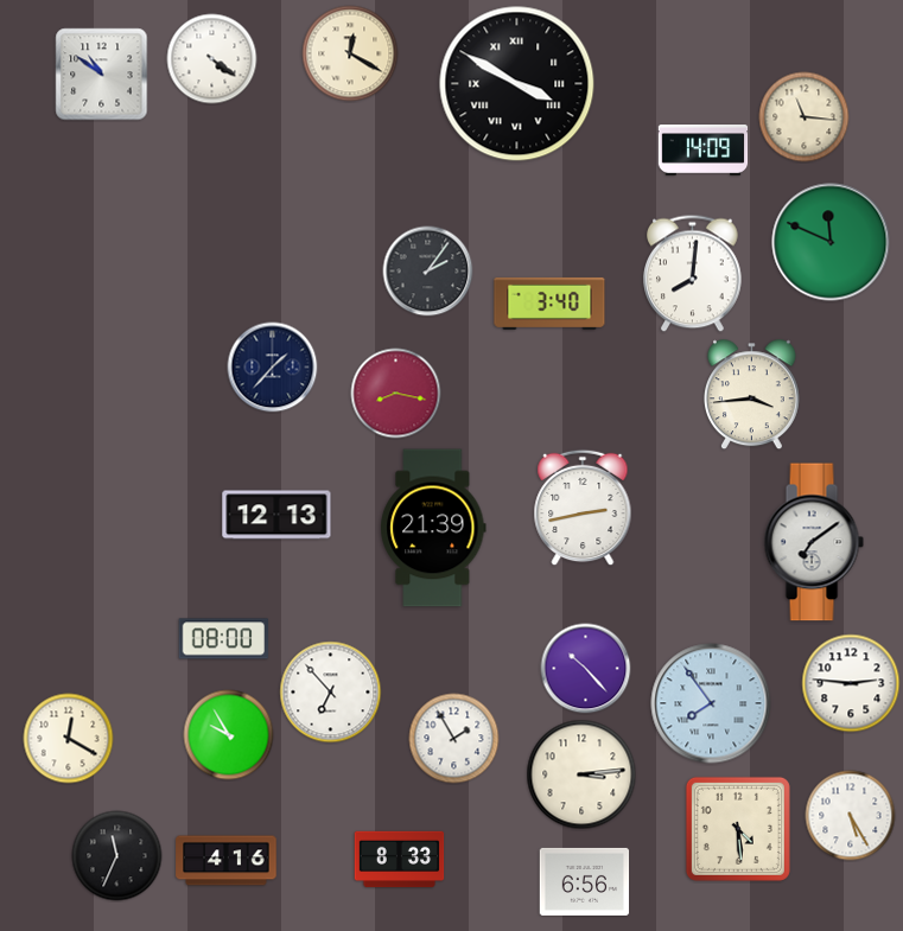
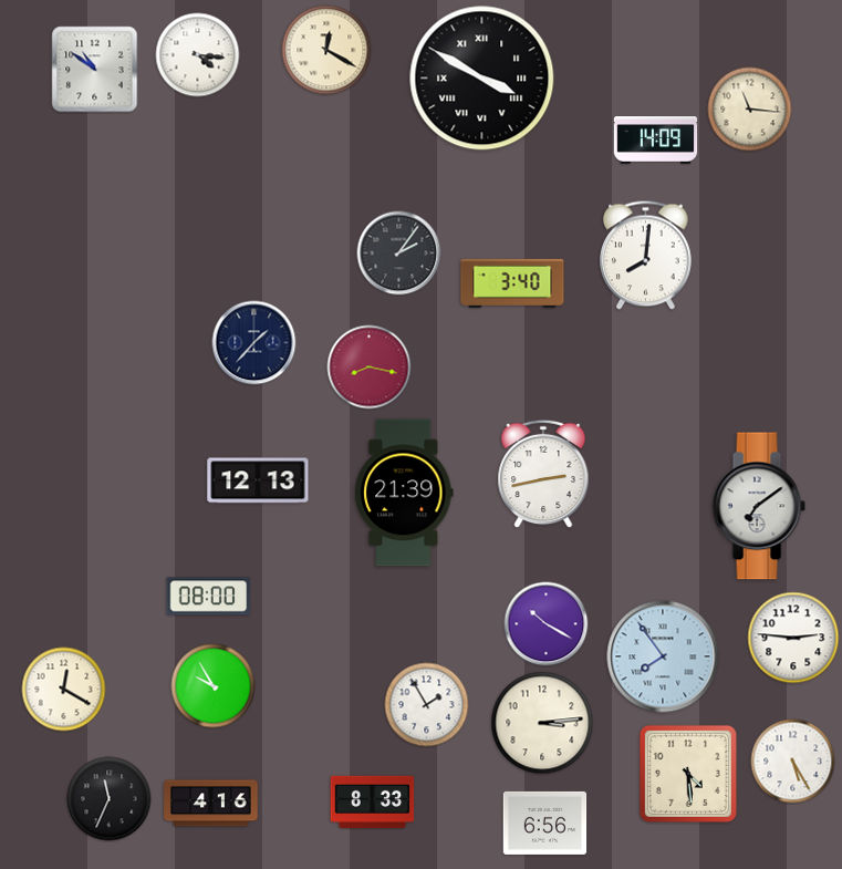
clock at (212, 59): 4:21 -> 4:16
clock at (831, 242): 11:49 -> none
clock at (751, 395): 3:44 -> none
clock at (586, 669): 10:23 -> 10:20
clock at (331, 693): 6:53 -> none
clock at (454, 739) position: (454, 739) -> (427, 705)
